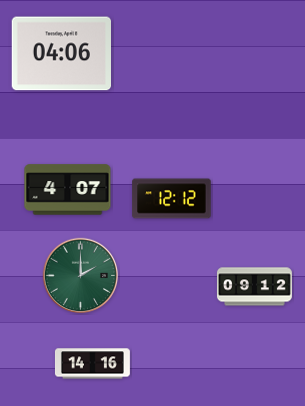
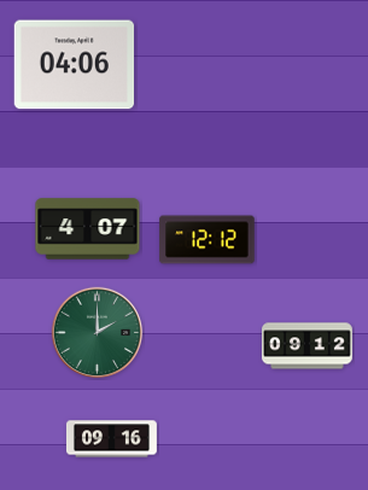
clock at (68, 190) position: (68, 190) -> (88, 229)
clock at (92, 364): 14:16 -> 09:16
